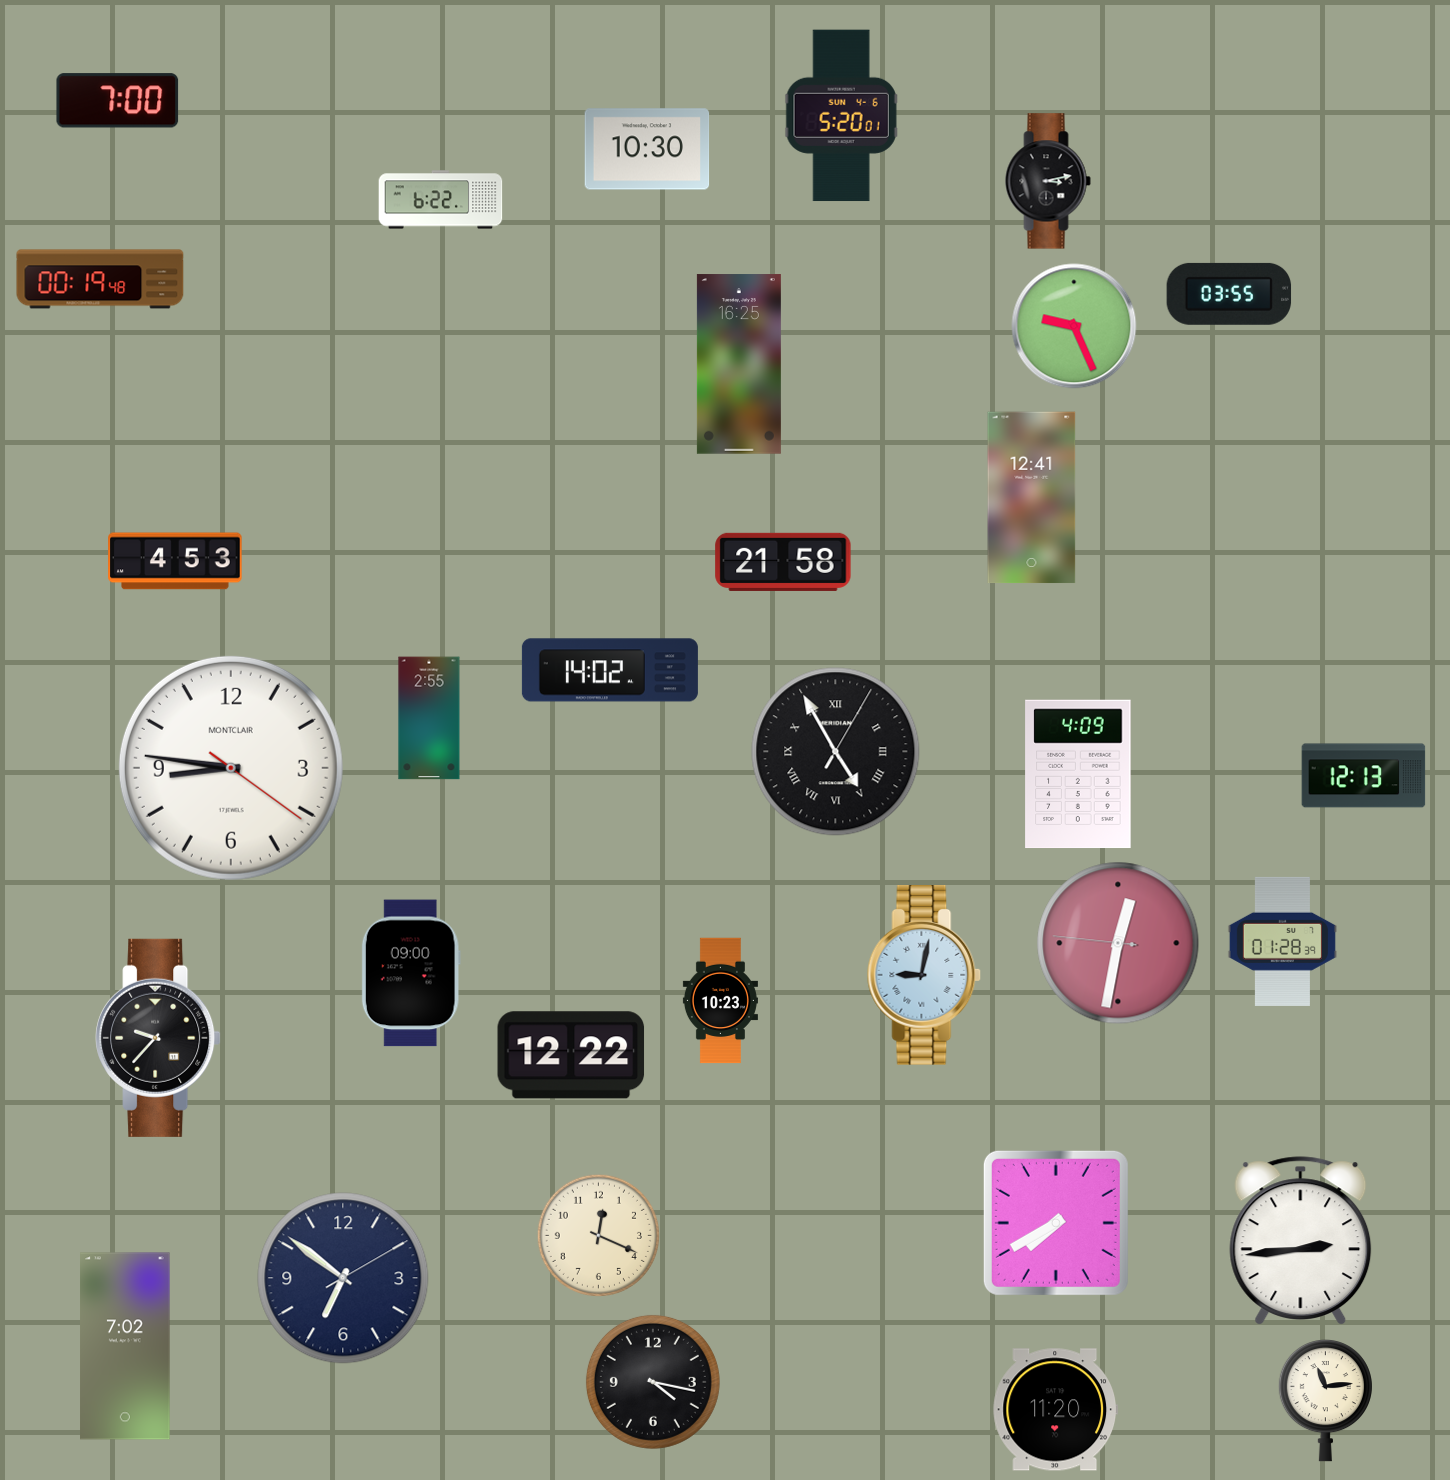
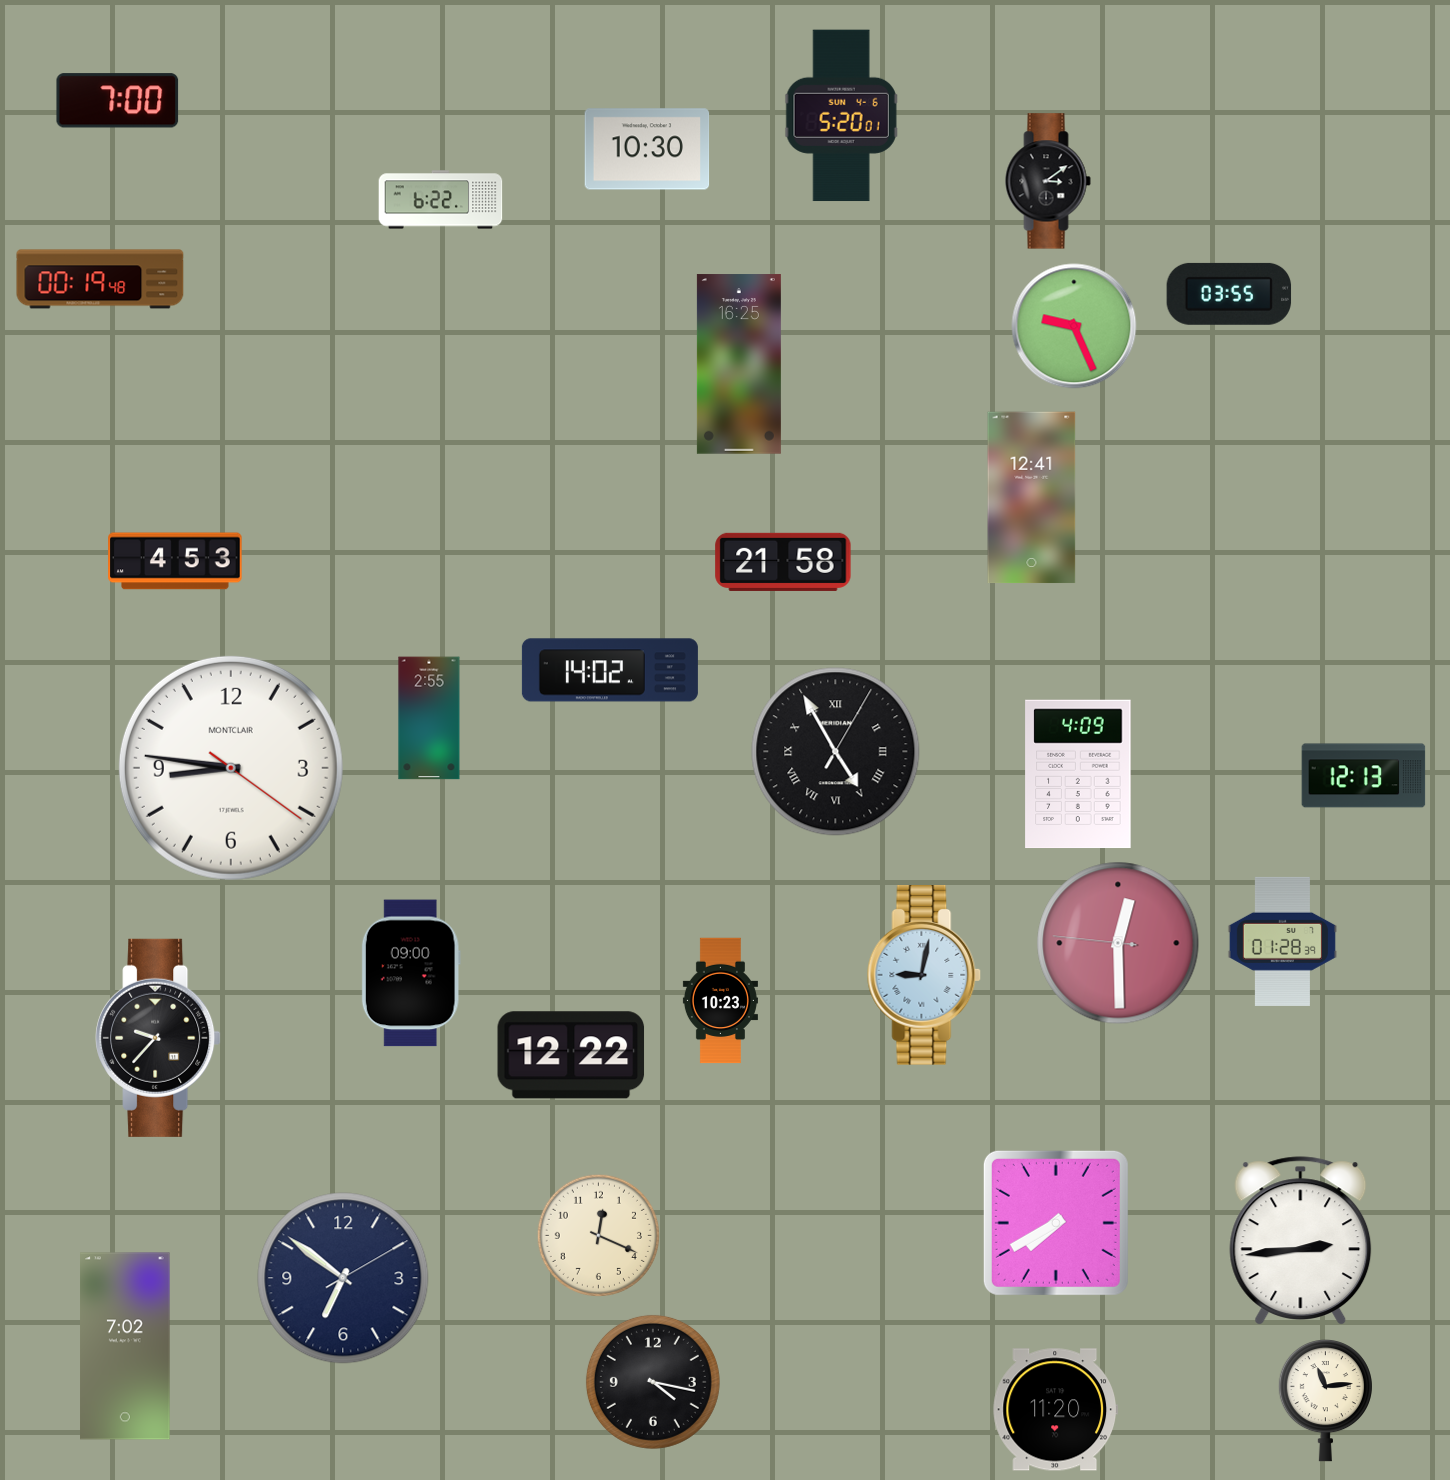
clock at (1048, 181): 3:13 -> 3:09
clock at (1118, 943): 12:31 -> 12:29
